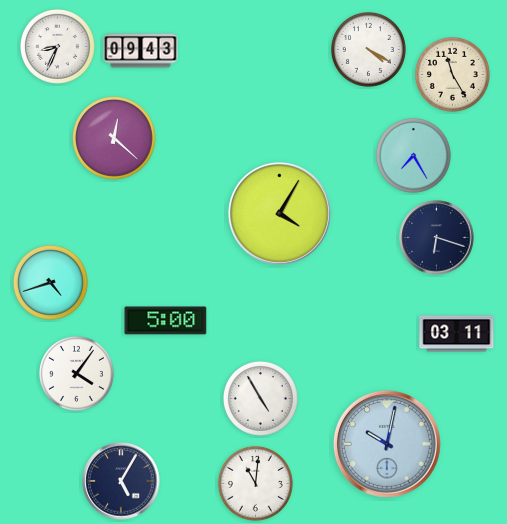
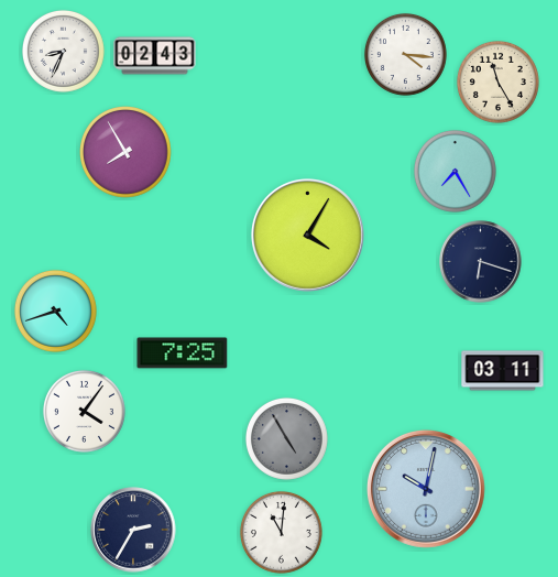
clock at (368, 49): 4:20 -> 4:16
clock at (141, 51): 09:43 -> 02:43
clock at (115, 139): 12:22 -> 7:55
clock at (166, 321): 5:00 -> 7:25
clock at (457, 334) position: (457, 334) -> (503, 371)
clock at (260, 398) dial: white -> grey
clock at (121, 481): 5:05 -> 2:35
